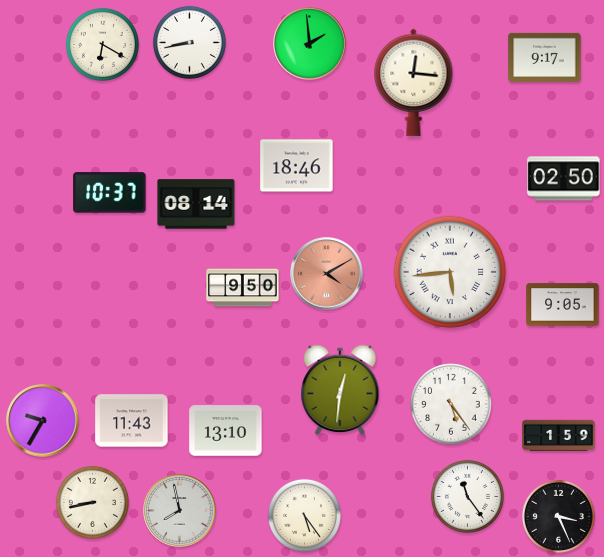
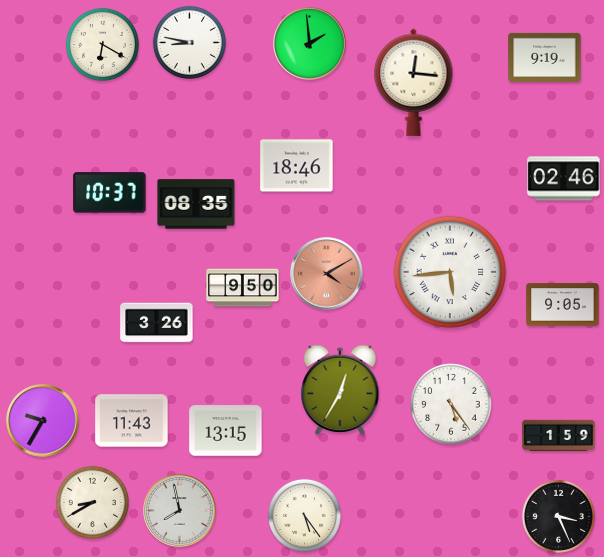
clock at (189, 42): 8:43 -> 8:47
clock at (545, 57): 9:17 -> 9:19
clock at (564, 179): 02:50 -> 02:46
clock at (196, 204): 08:14 -> 08:35
clock at (157, 323): none -> 3:26
clock at (340, 390): 12:31 -> 12:35
clock at (226, 431): 13:10 -> 13:15
clock at (467, 496): 11:24 -> none
clock at (92, 502): 8:43 -> 8:40
